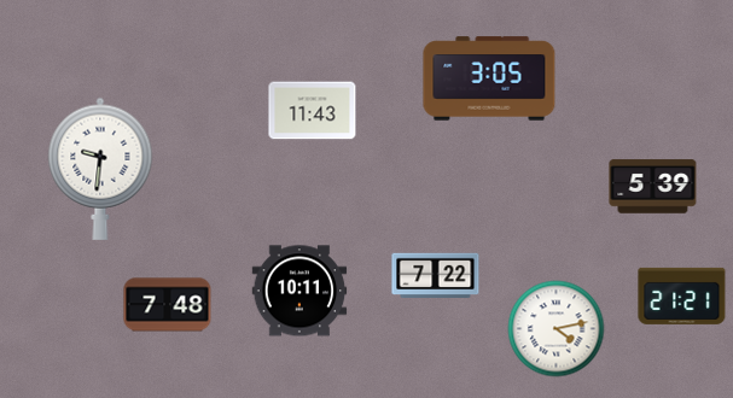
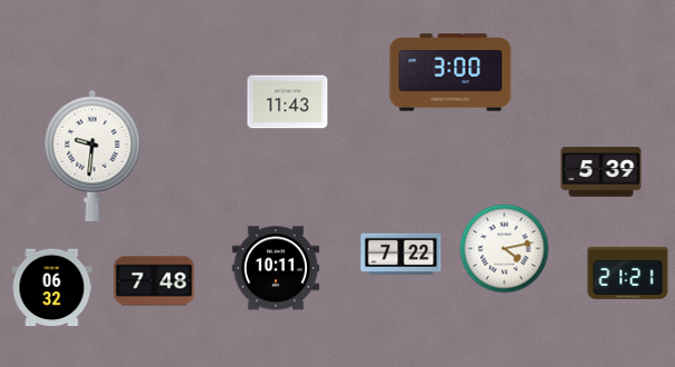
clock at (489, 78): 3:05 -> 3:00
clock at (52, 288): none -> 06:32
clock at (557, 329) position: (557, 329) -> (505, 249)
